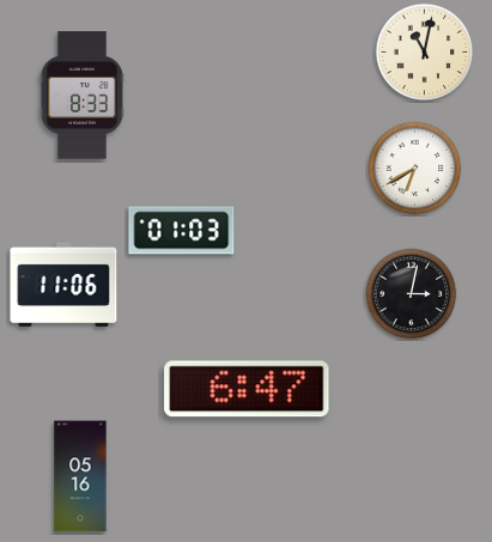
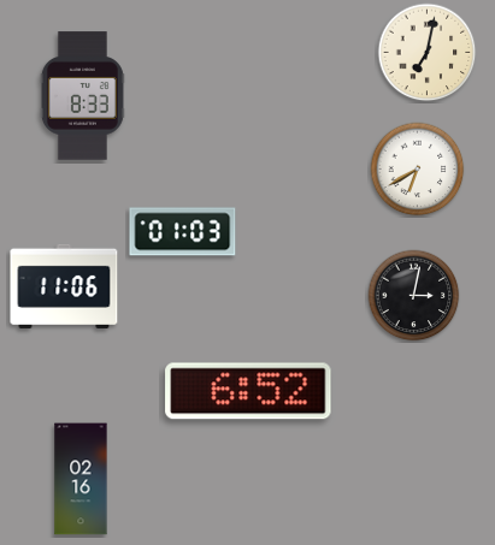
clock at (425, 53): 11:02 -> 7:02
clock at (247, 389): 6:47 -> 6:52
clock at (80, 476): 05:16 -> 02:16
